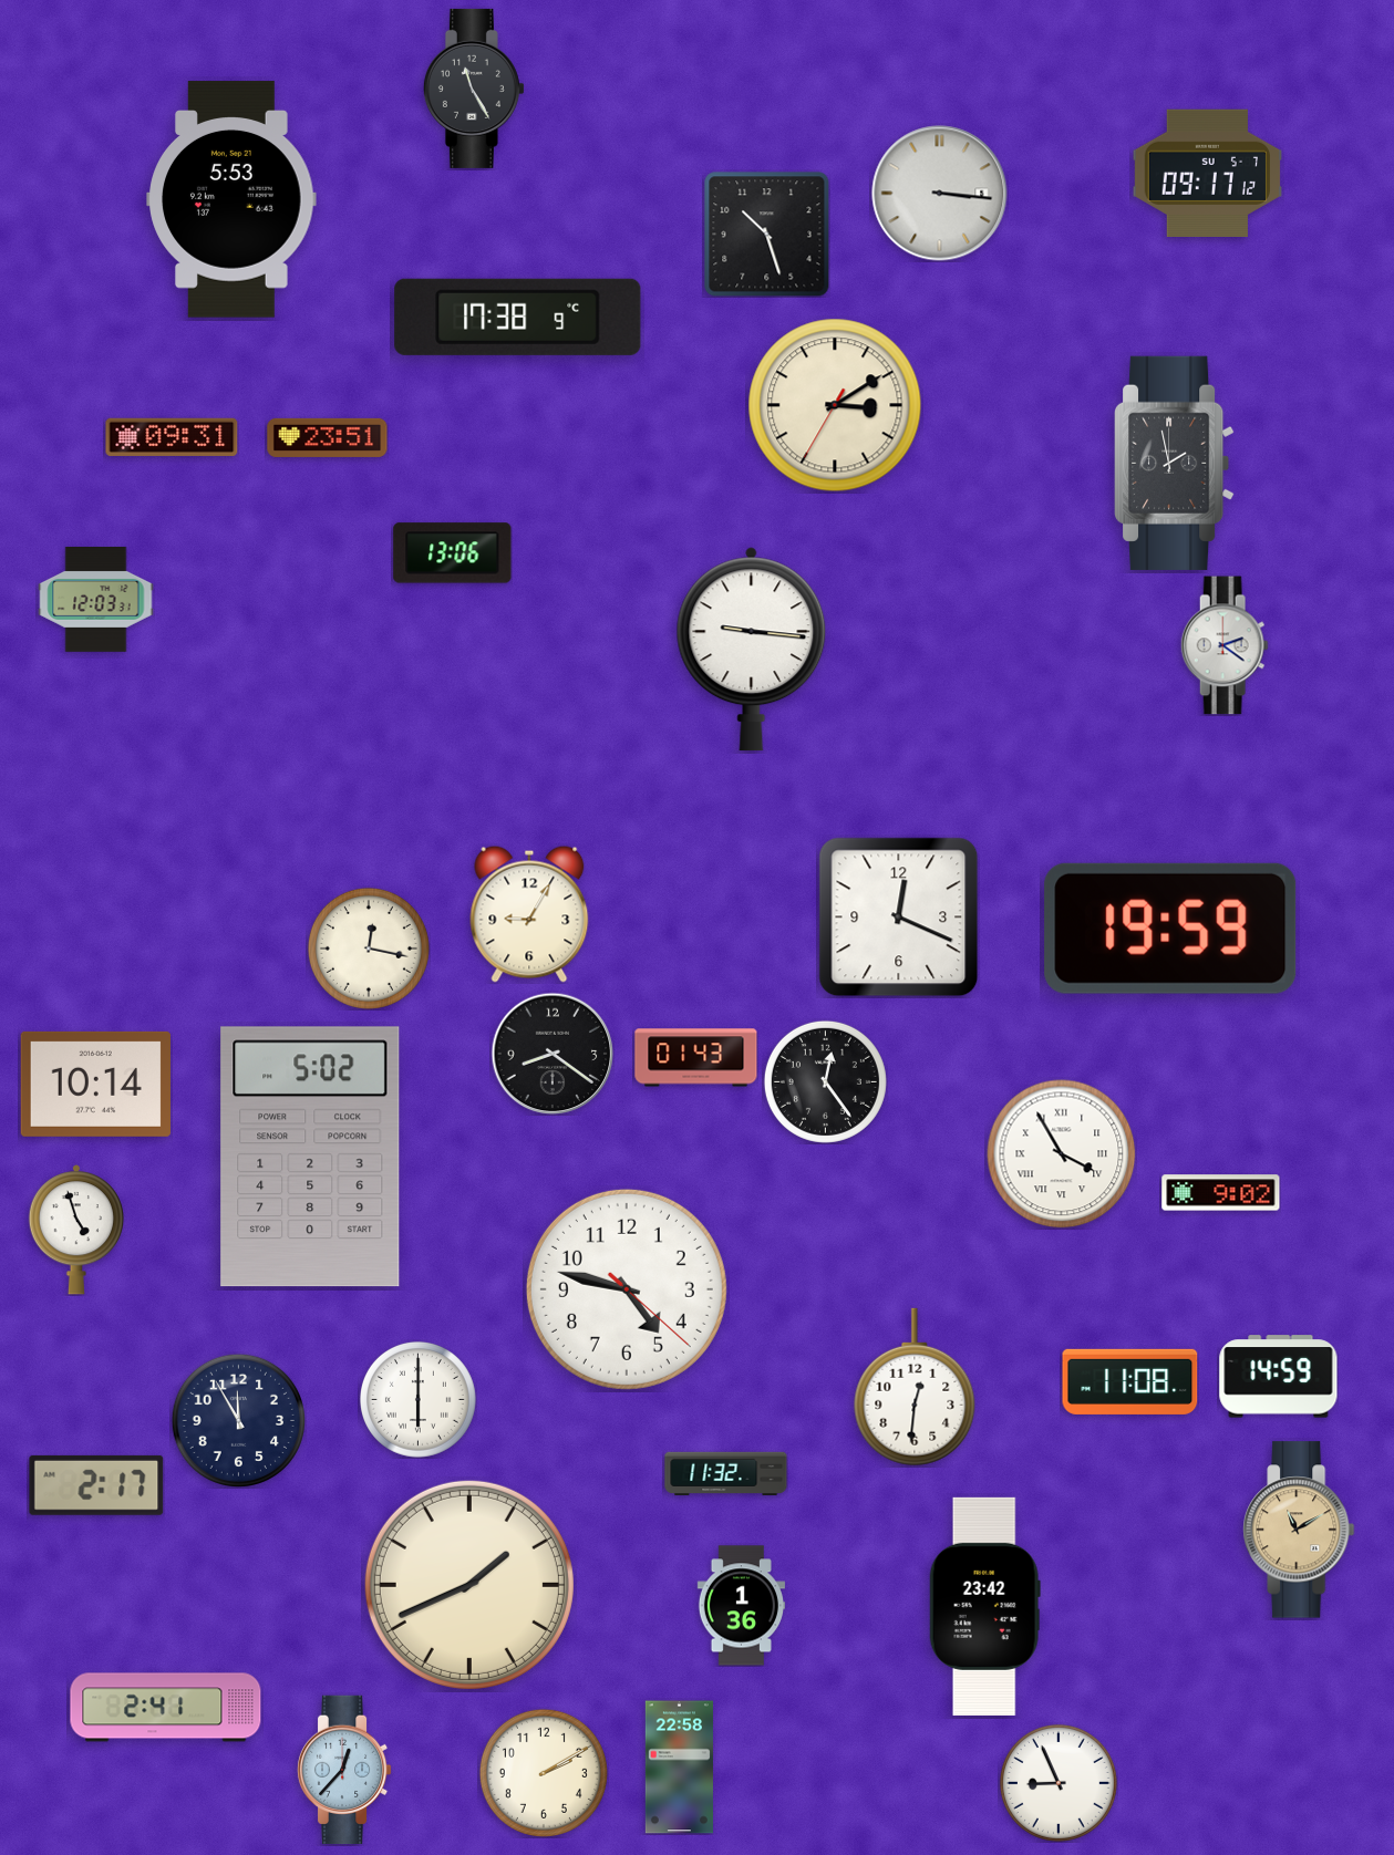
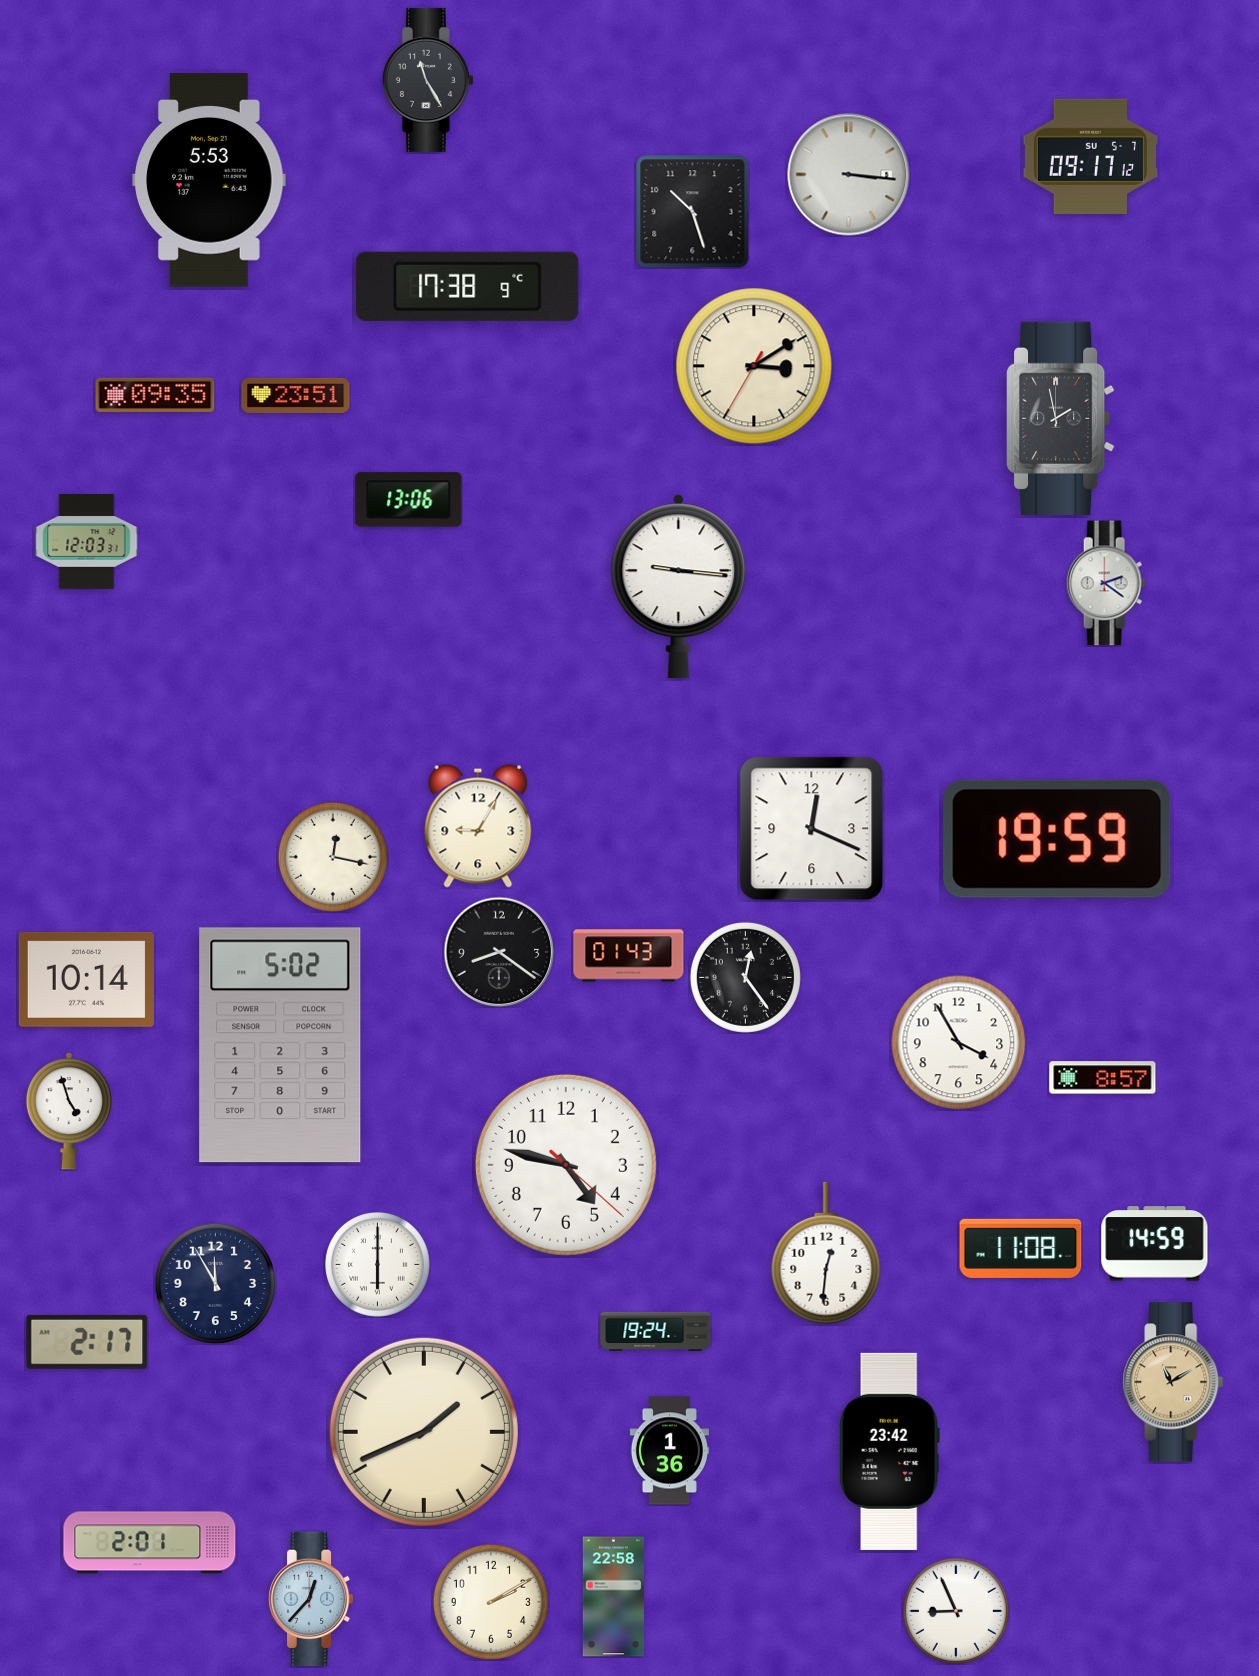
clock at (172, 437): 09:31 -> 09:35
clock at (1062, 1154) numerals: Roman -> Arabic
clock at (1221, 1193): 9:02 -> 8:57
clock at (726, 1473): 11:32 -> 19:24
clock at (166, 1708): 2:41 -> 2:01
